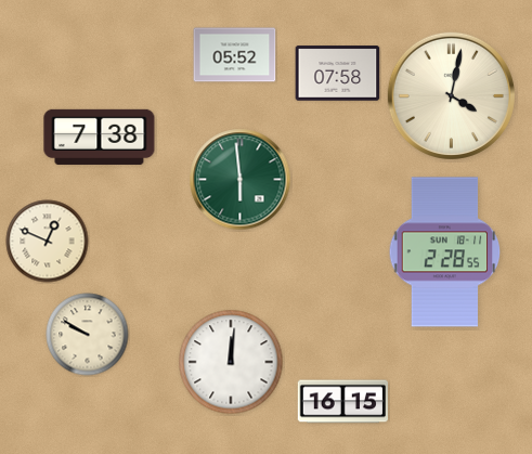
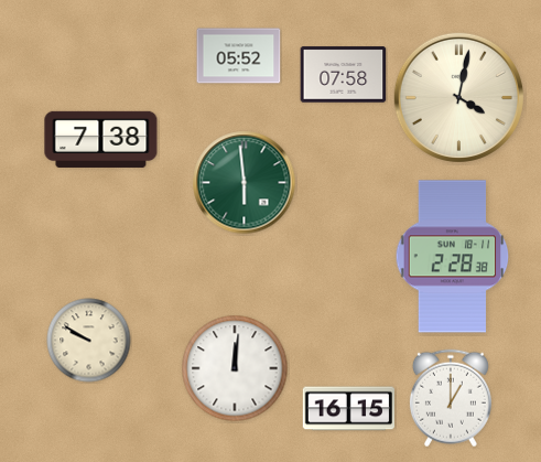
clock at (48, 242): 12:49 -> none
clock at (445, 252): 2:28:55 -> 2:28:38
clock at (451, 398): none -> 1:00
